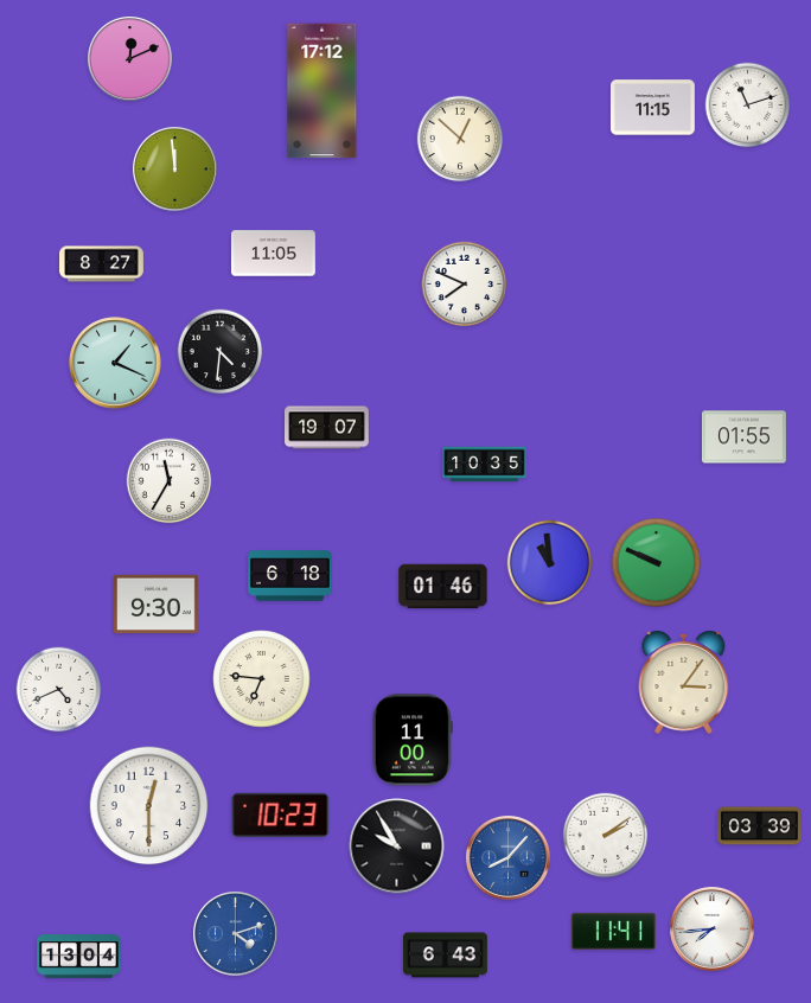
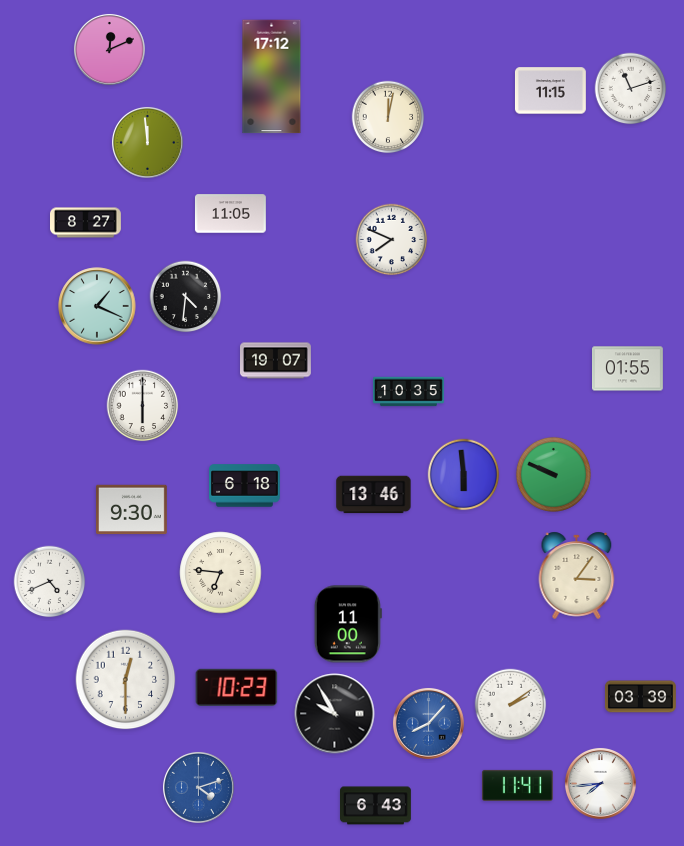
clock at (460, 139): 12:52 -> 12:02
clock at (170, 481): 11:35 -> 6:00
clock at (550, 563): 10:59 -> 5:59
clock at (443, 587): 01:46 -> 13:46
clock at (79, 957): 13:04 -> none
